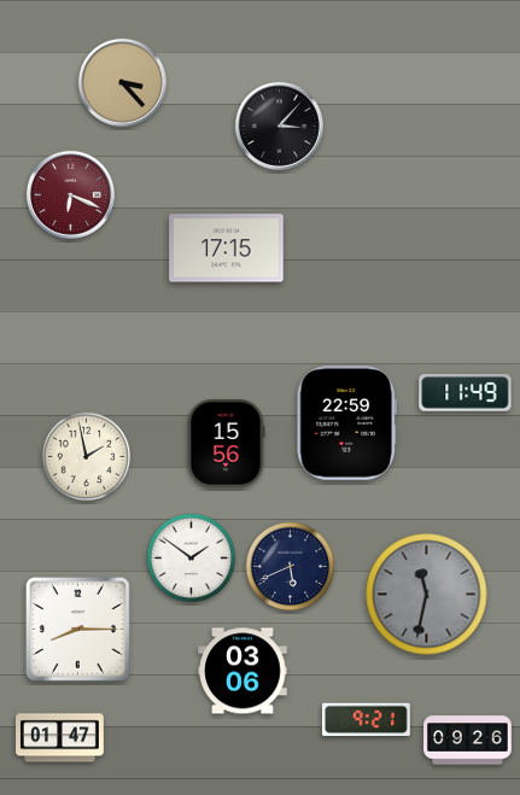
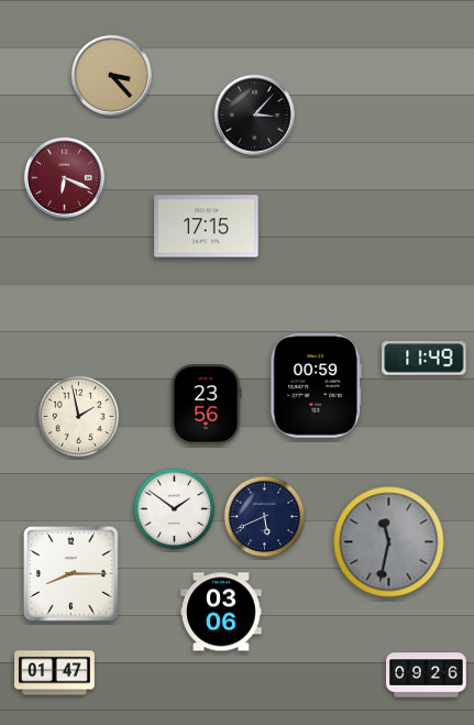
clock at (346, 423): 22:59 -> 00:59
clock at (226, 444): 15:56 -> 23:56
clock at (366, 719): 9:21 -> none
